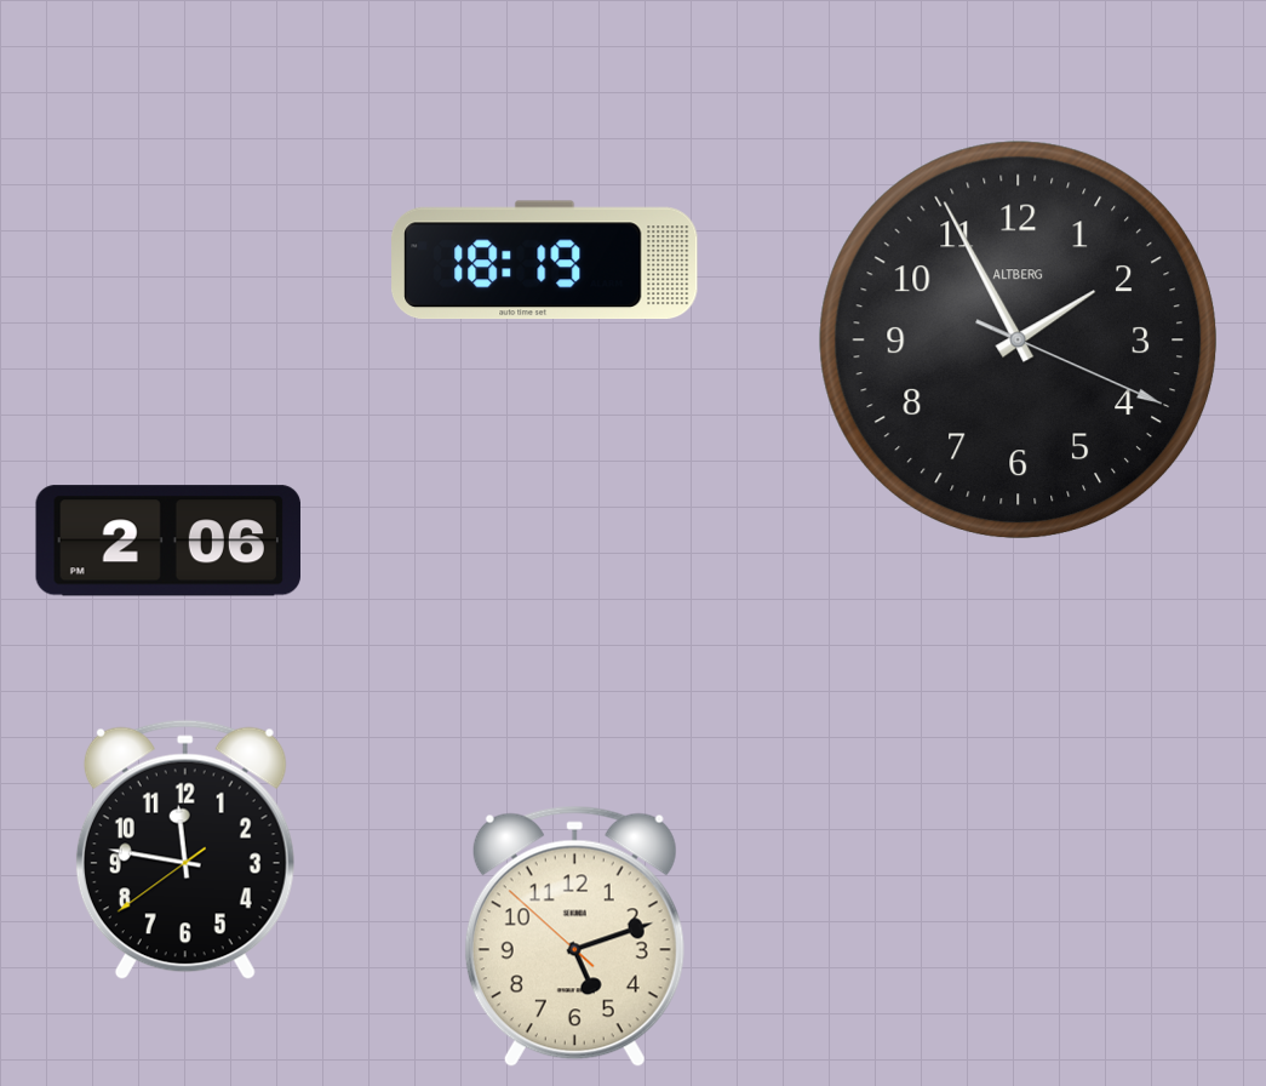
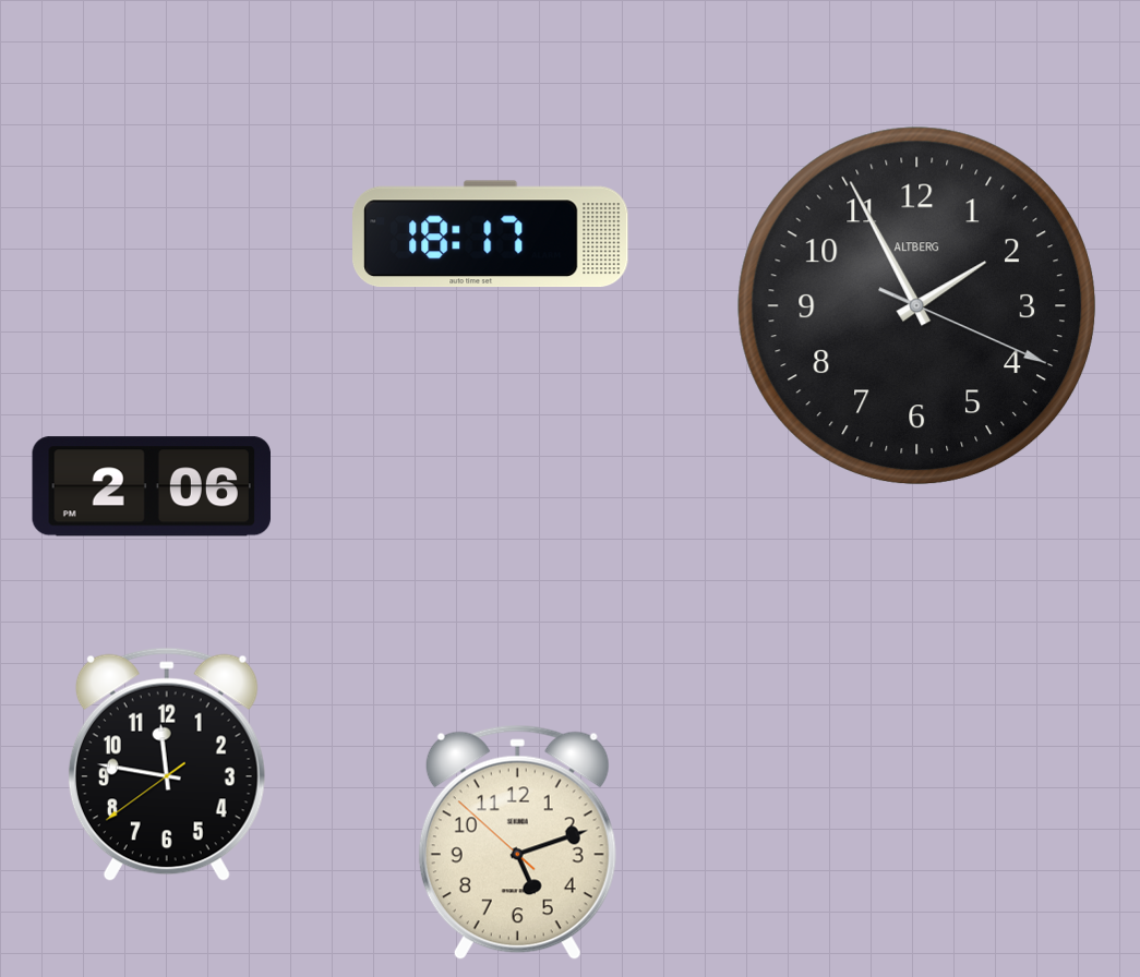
clock at (545, 261): 18:19 -> 18:17
